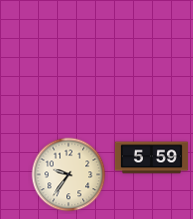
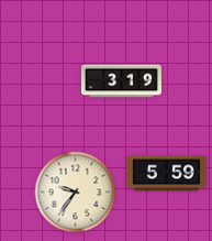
clock at (121, 81): none -> 3:19
